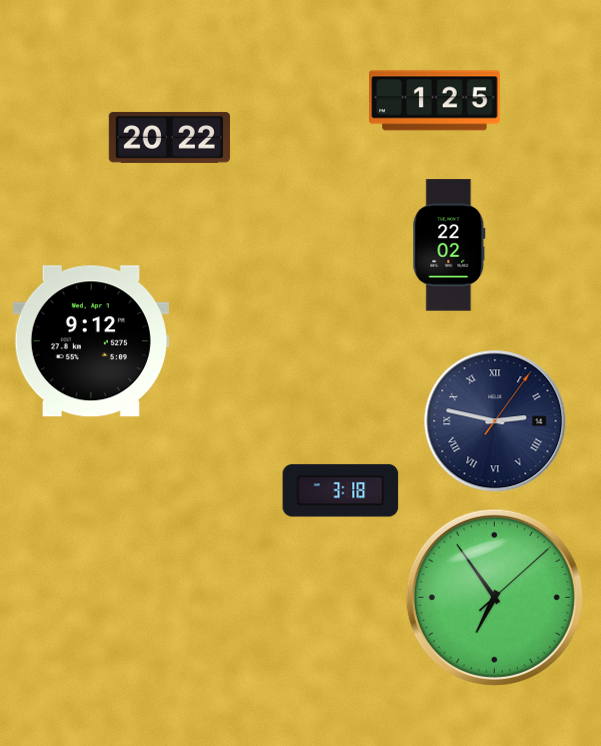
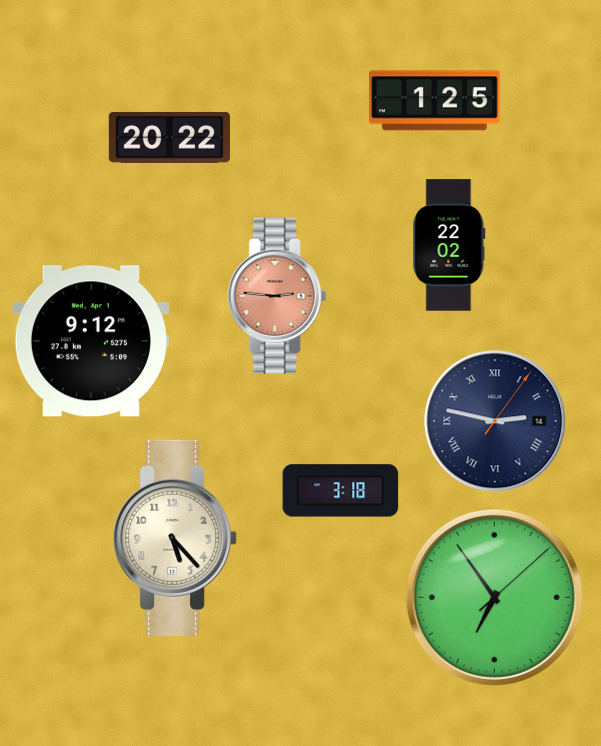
clock at (277, 296): none -> 2:46
clock at (176, 538): none -> 5:23
